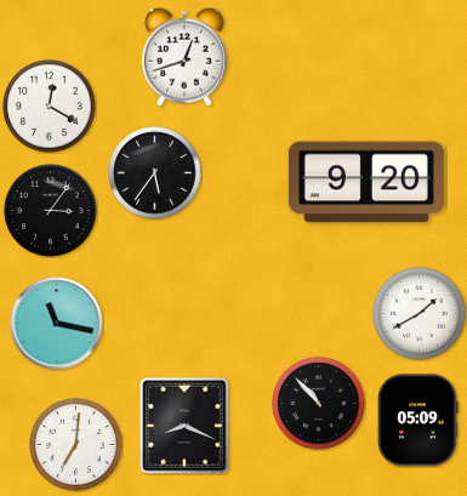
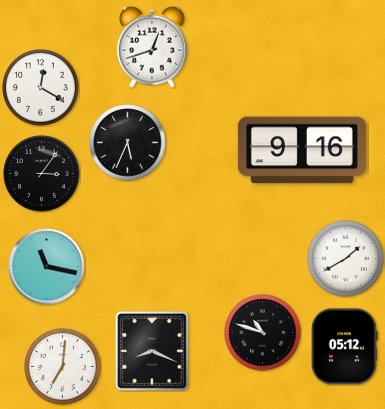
clock at (155, 173): 5:36 -> 5:34
clock at (366, 182): 9:20 -> 9:16
clock at (319, 404): 10:53 -> 10:48
clock at (418, 421): 05:09 -> 05:12
